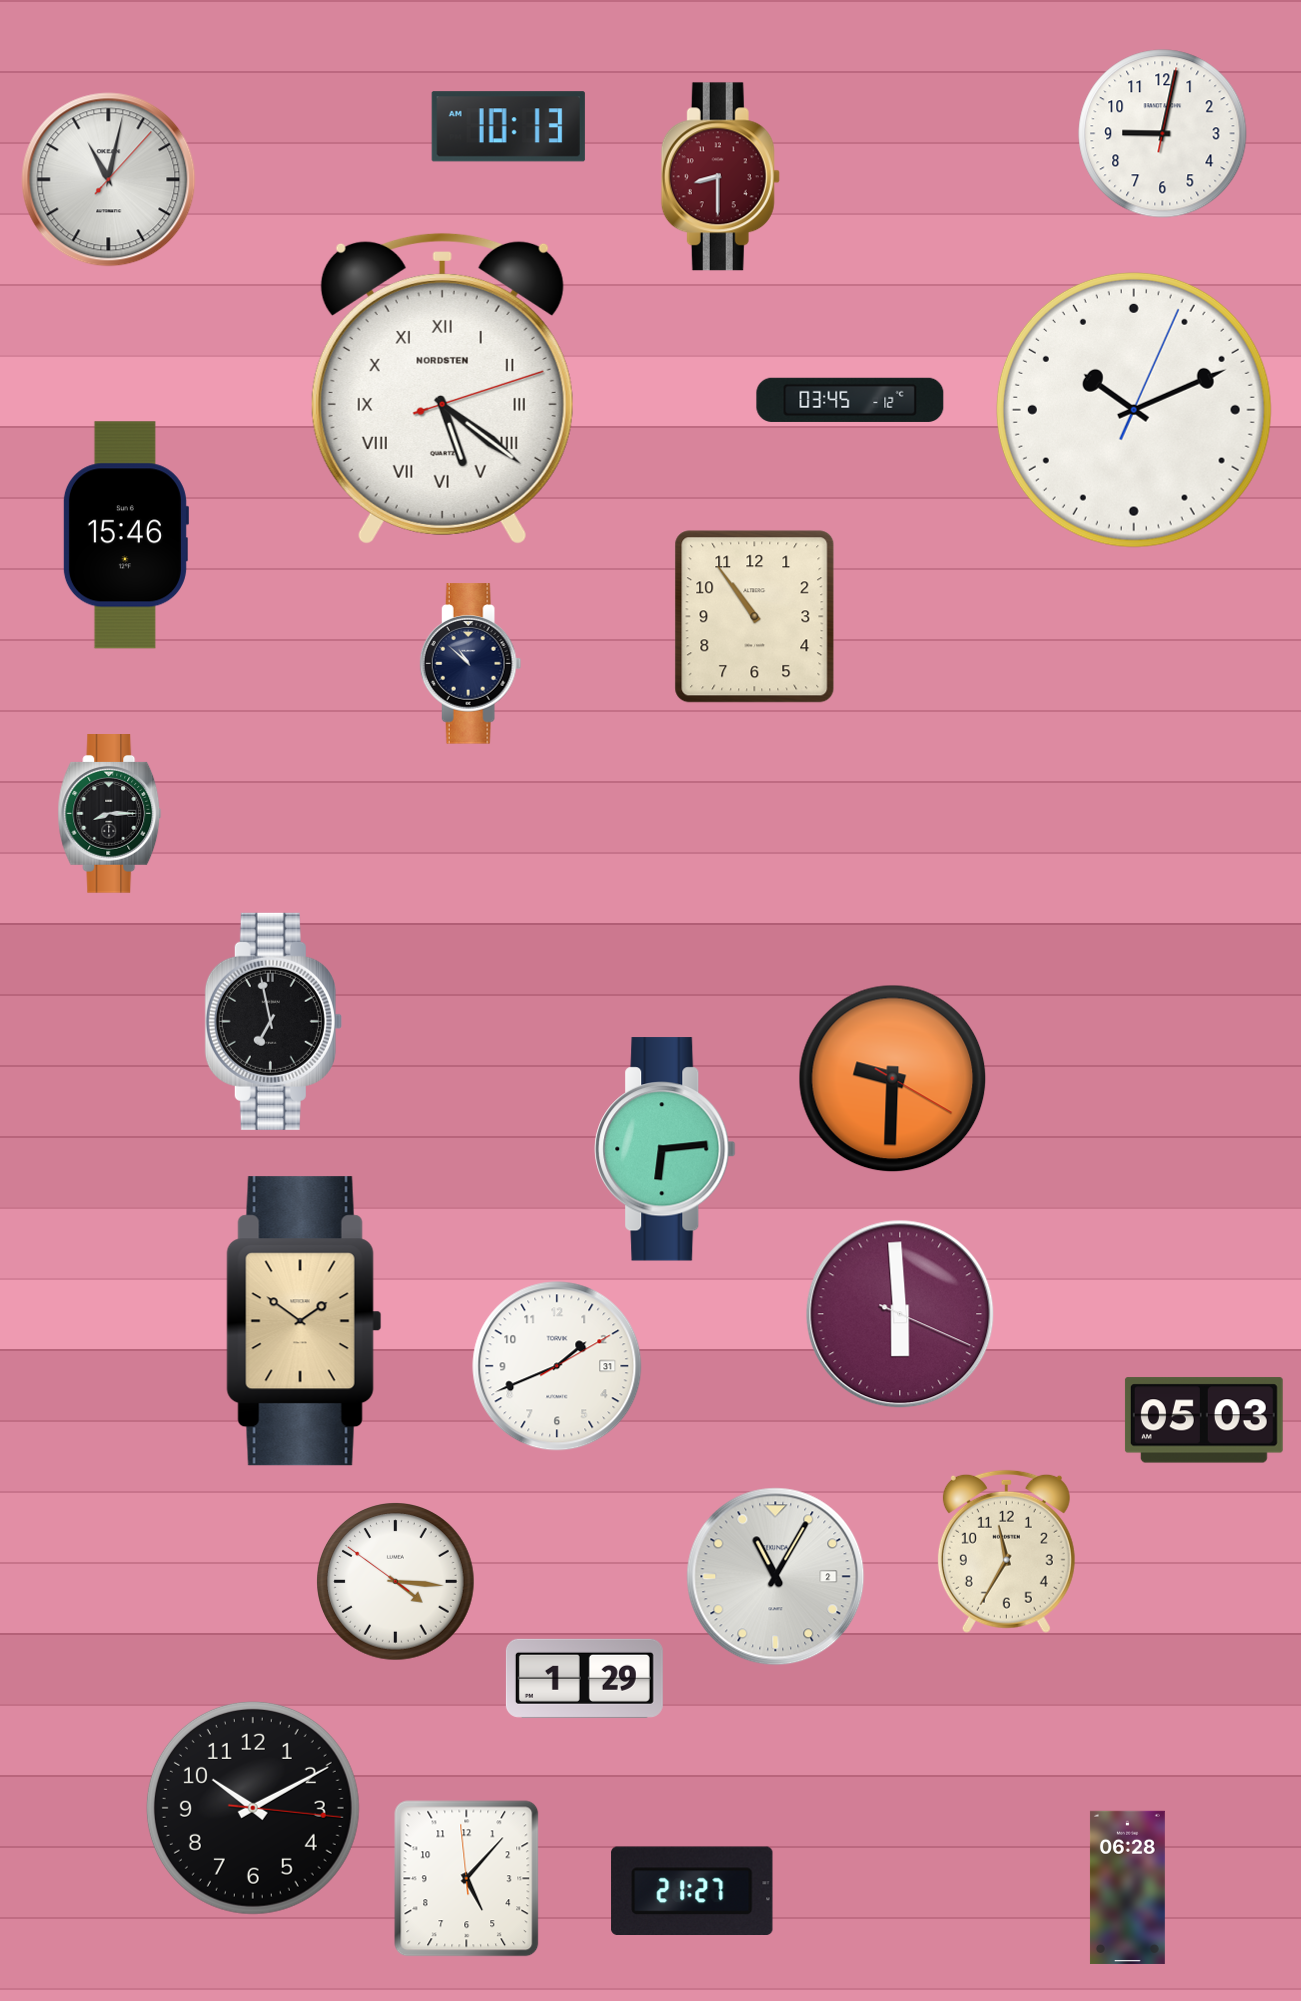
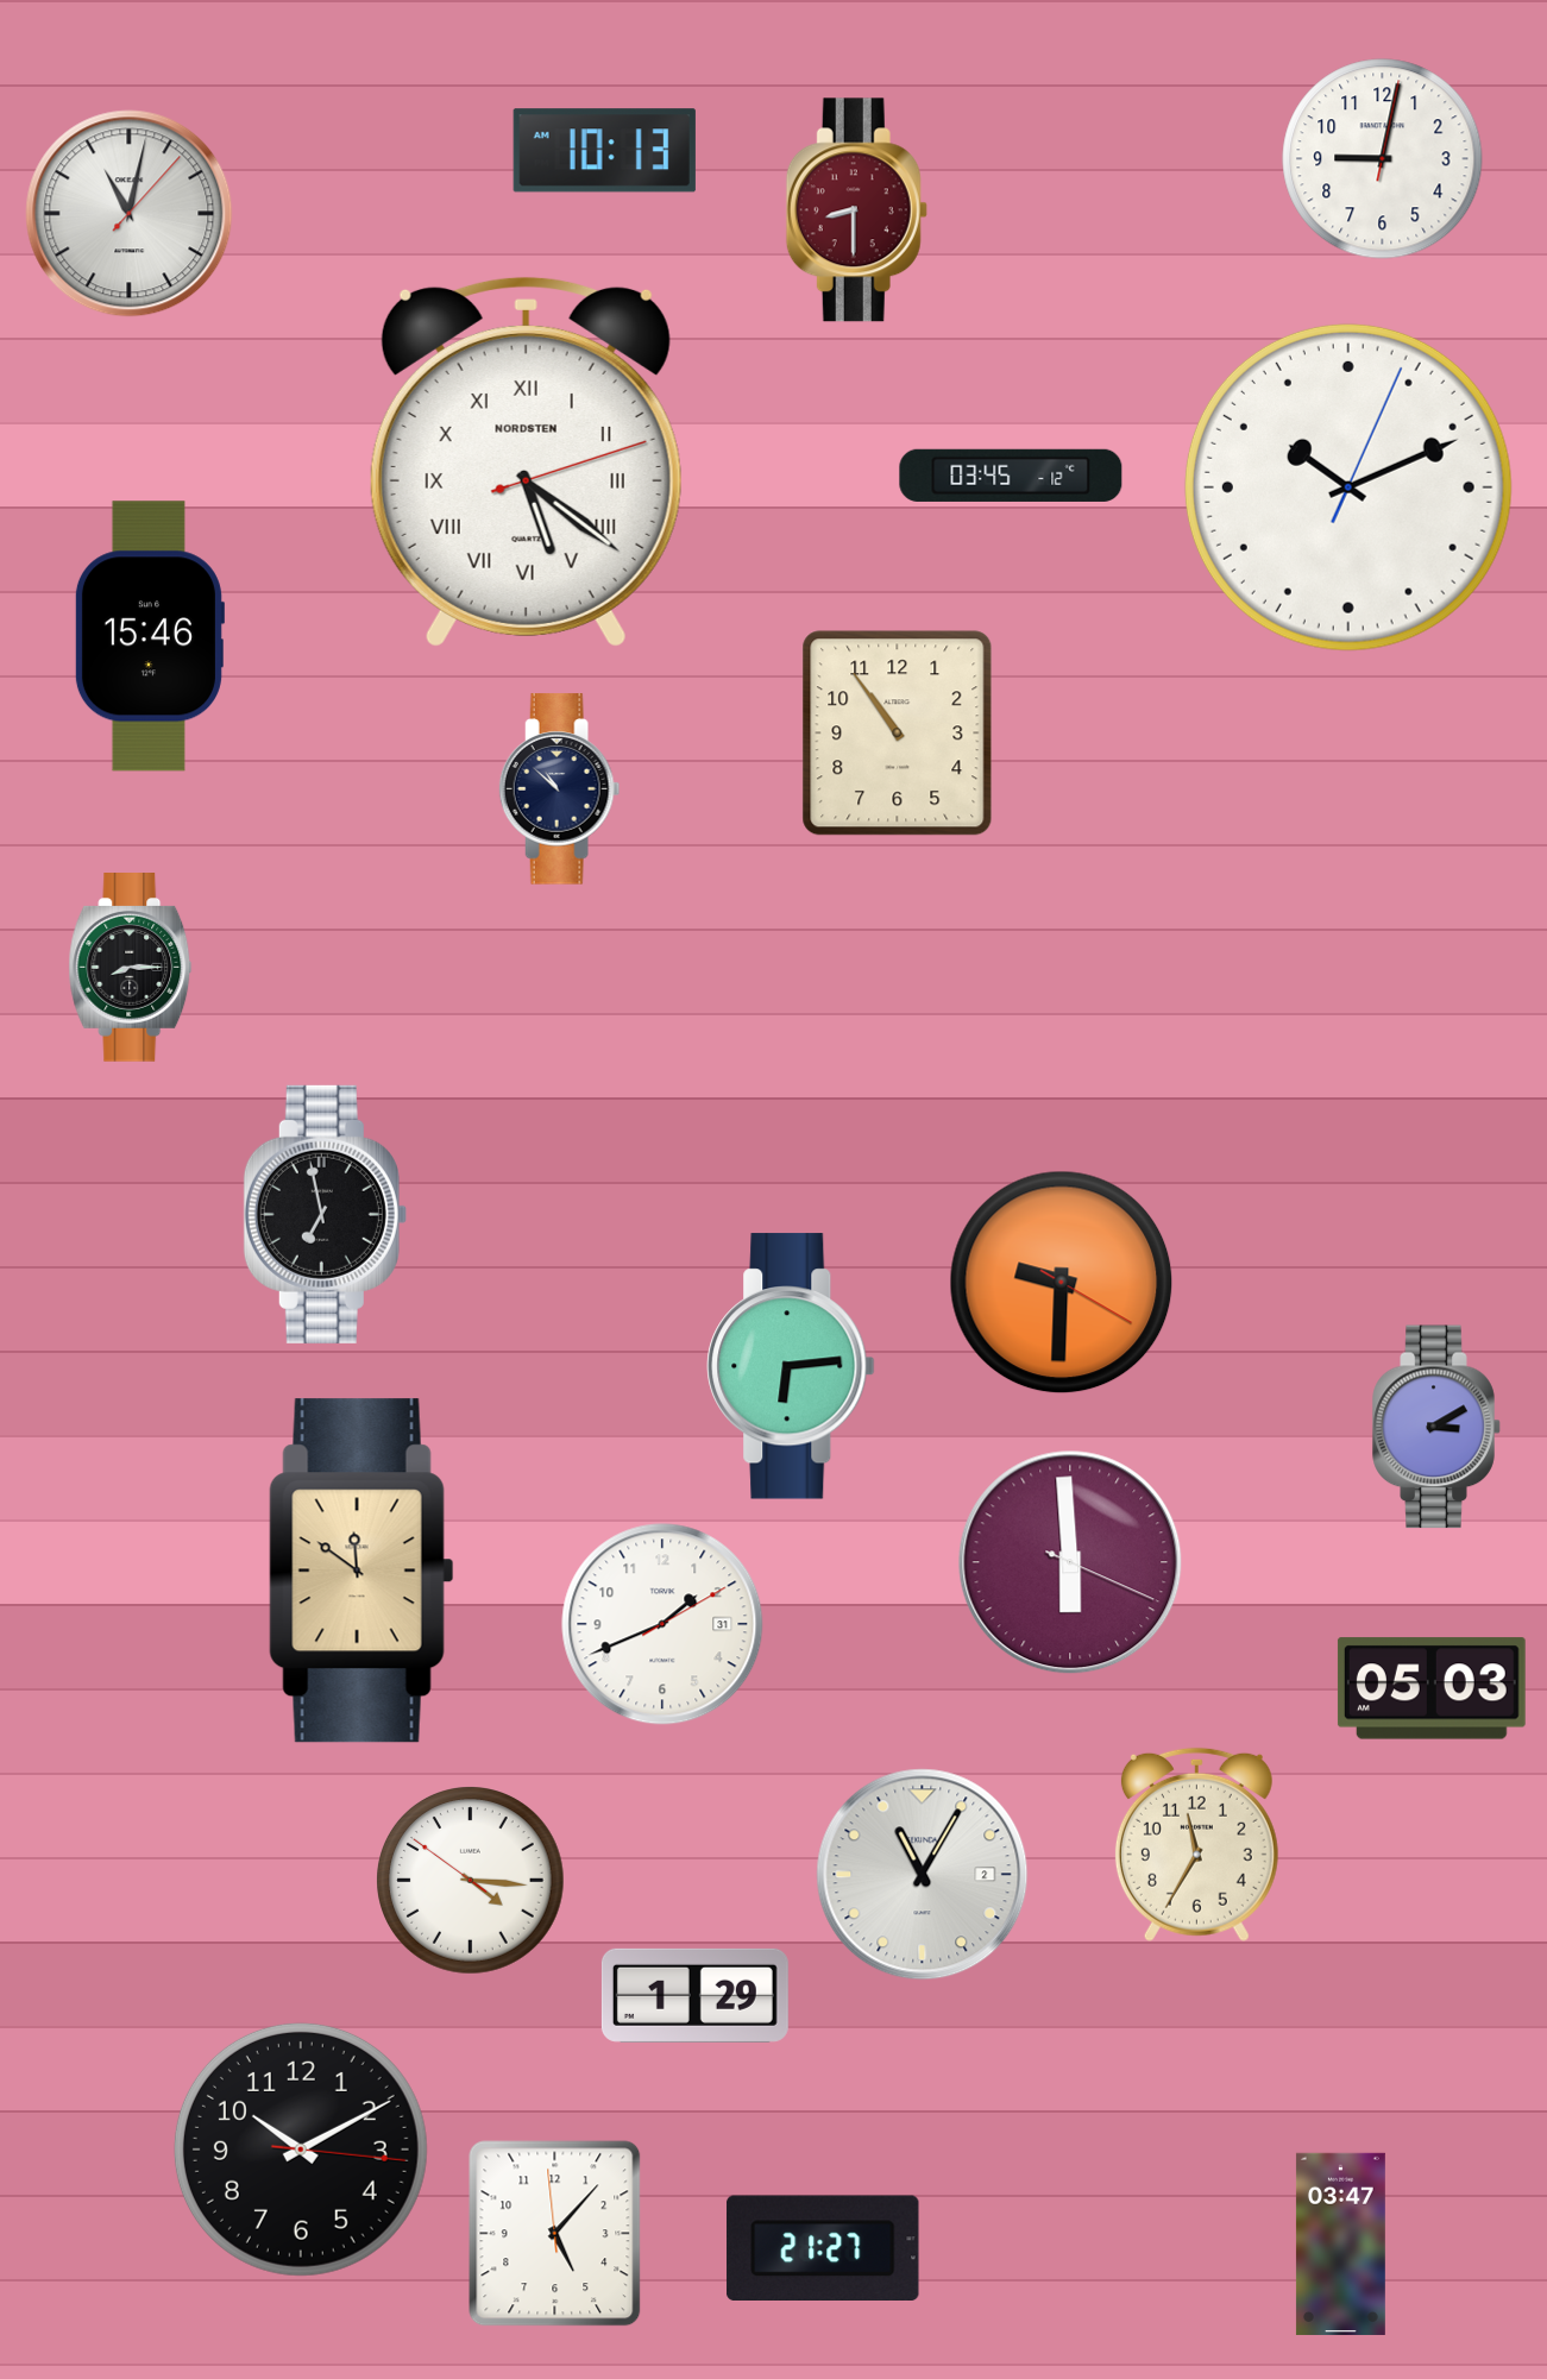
clock at (1436, 1427): none -> 3:10
clock at (304, 1321): 1:51 -> 11:51
clock at (1127, 1887): 06:28 -> 03:47
